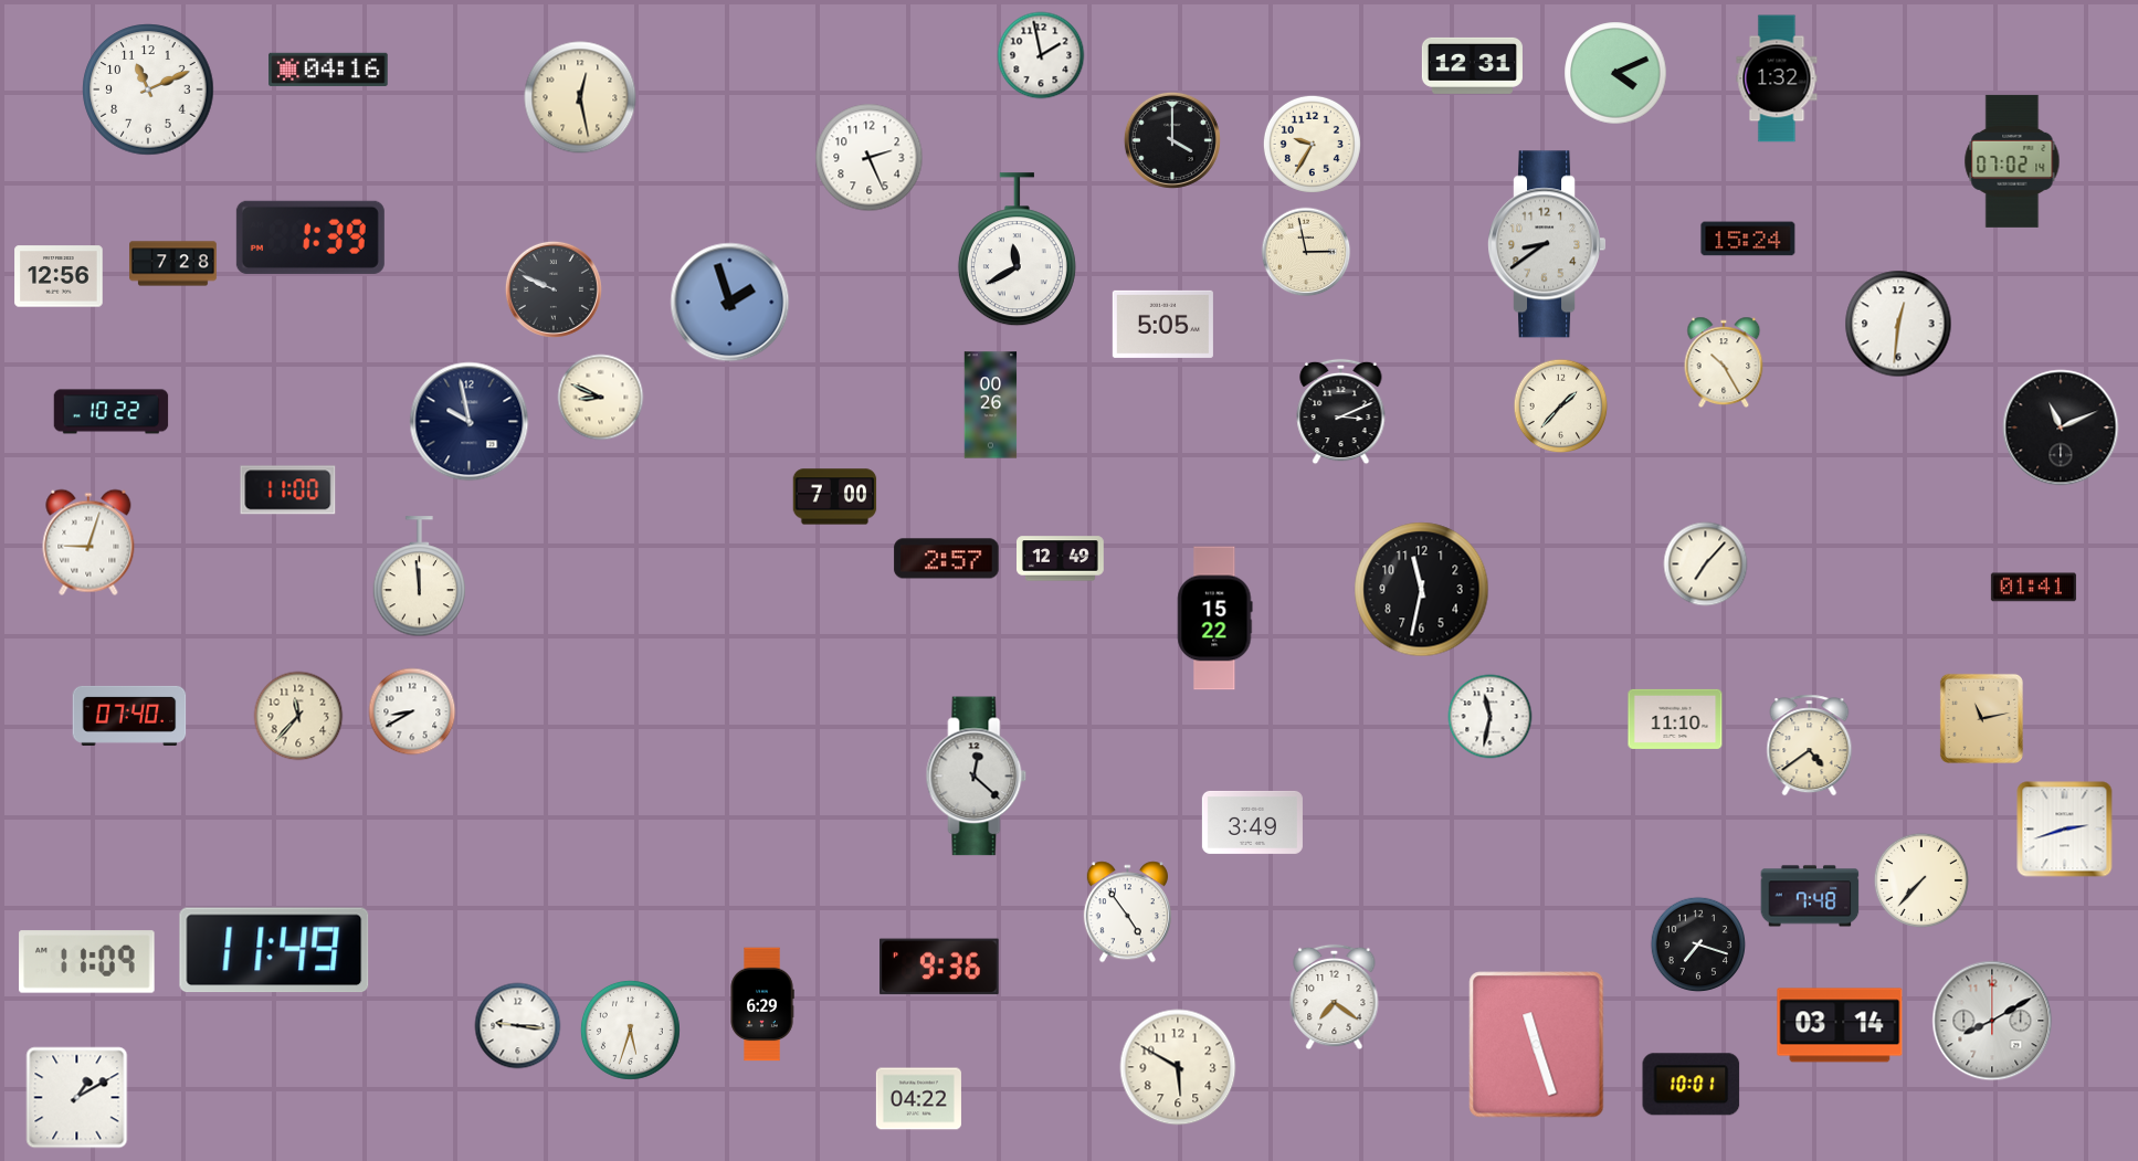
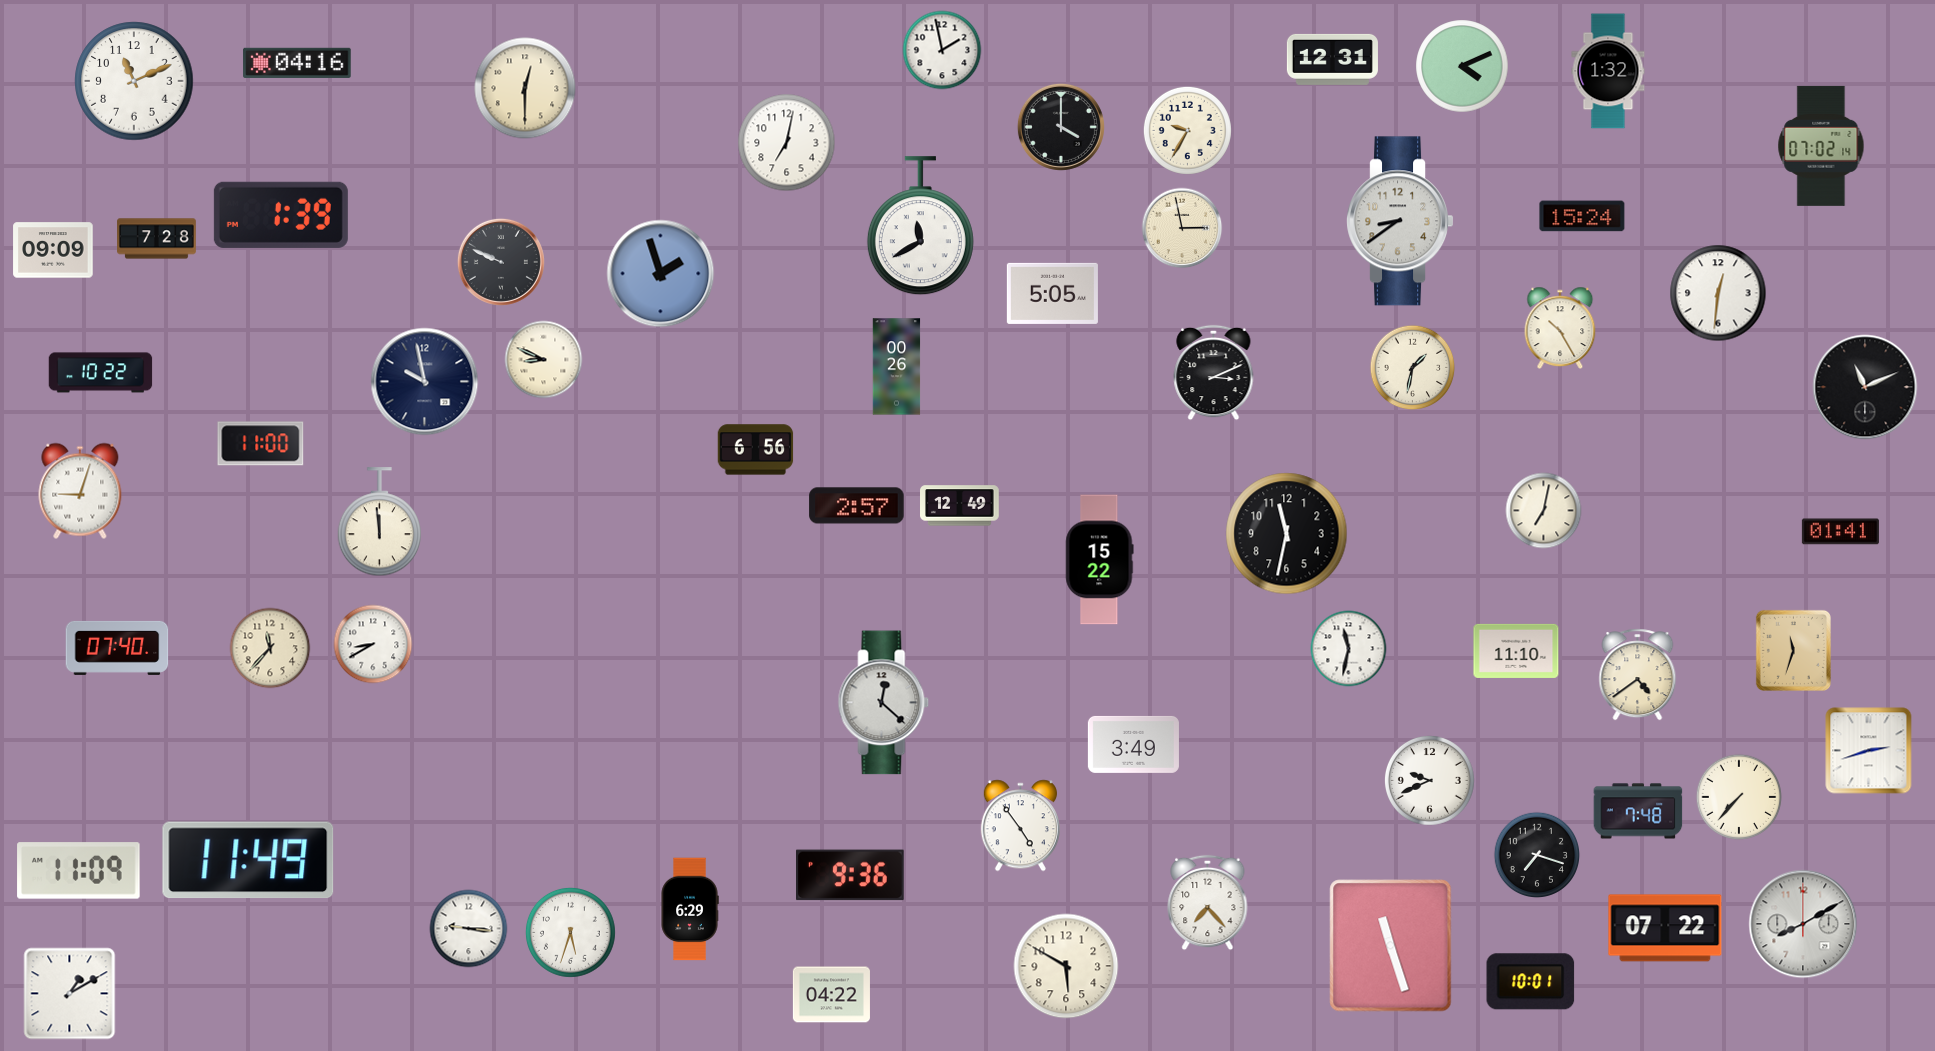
clock at (580, 97): 12:28 -> 12:30
clock at (870, 158): 2:26 -> 7:02
clock at (59, 276): 12:56 -> 09:09
clock at (1561, 407): 1:37 -> 1:32
clock at (835, 497): 7:00 -> 6:56
clock at (1706, 564): 7:07 -> 7:02
clock at (1981, 718): 11:13 -> 11:33
clock at (1429, 780): none -> 9:41
clock at (1335, 998): 7:21 -> 7:23
clock at (1840, 1025): 03:14 -> 07:22
